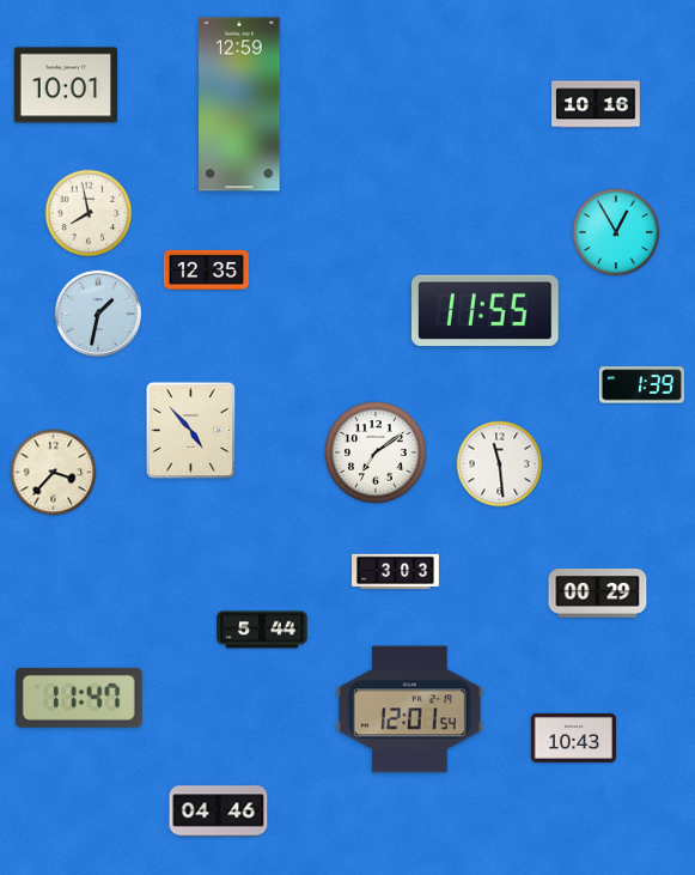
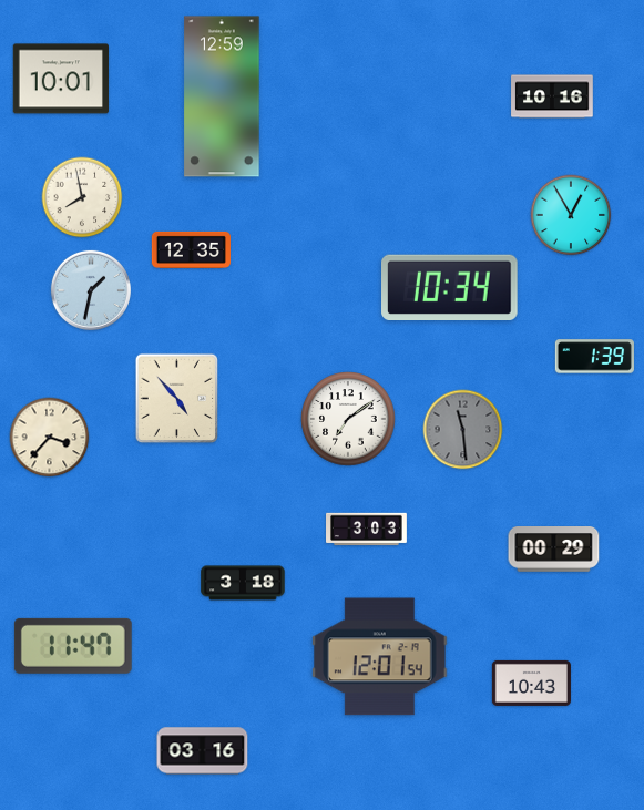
clock at (486, 310): 11:55 -> 10:34
clock at (500, 464) dial: white -> grey
clock at (262, 630): 5:44 -> 3:18
clock at (219, 812): 04:46 -> 03:16
